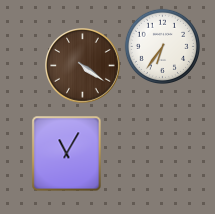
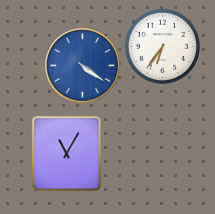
clock at (83, 66) dial: brown -> blue
